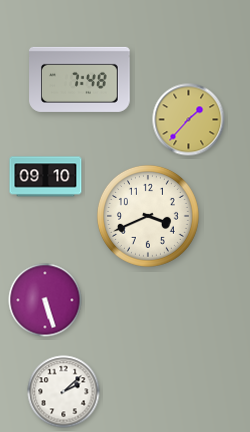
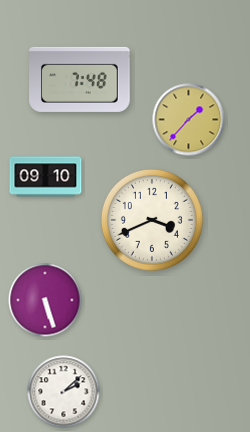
clock at (148, 216) position: (148, 216) -> (152, 220)
